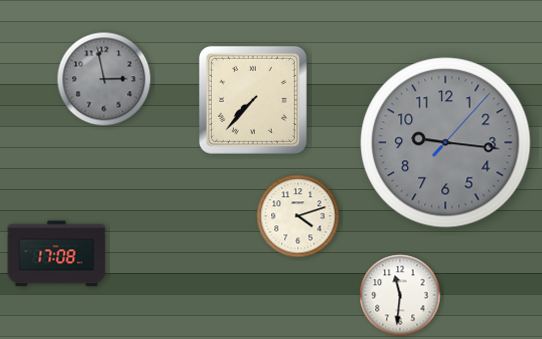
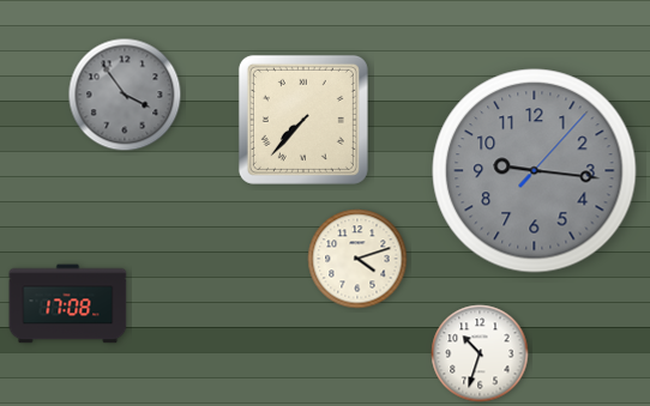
clock at (104, 79): 2:58 -> 3:54
clock at (400, 295): 11:31 -> 10:33
